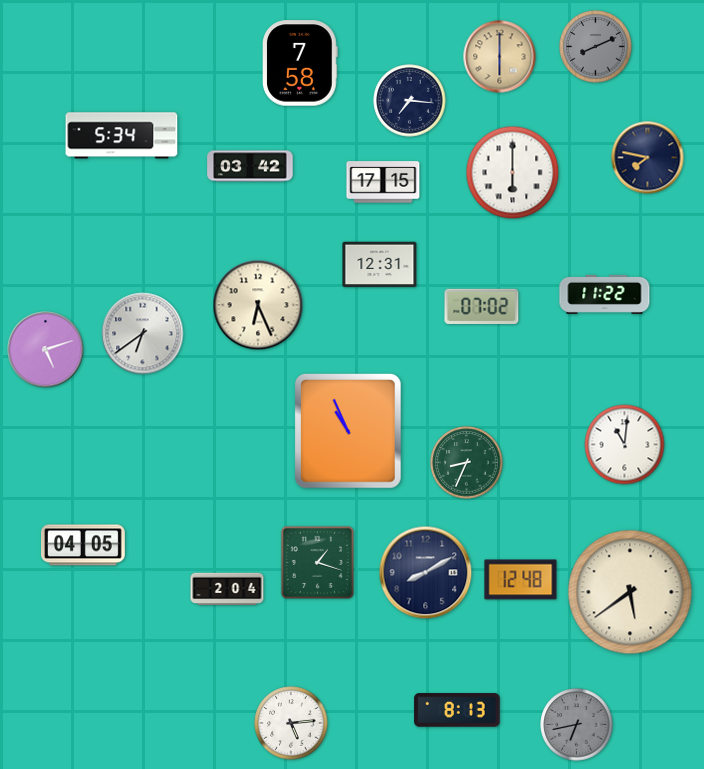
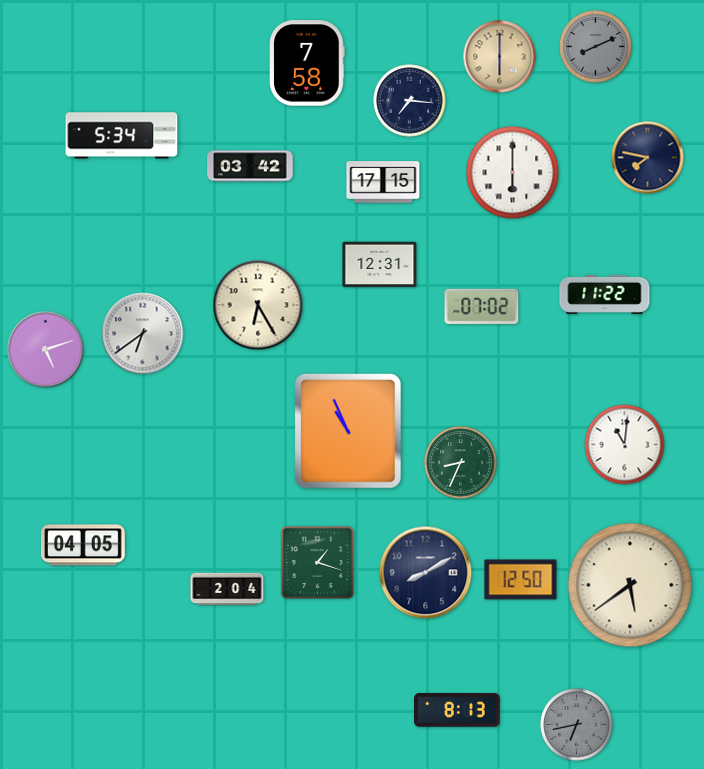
clock at (301, 63) position: (301, 63) -> (308, 63)
clock at (258, 305): 6:26 -> 6:25
clock at (467, 463) position: (467, 463) -> (461, 463)
clock at (521, 580): 12:48 -> 12:50
clock at (630, 592) position: (630, 592) -> (630, 585)
clock at (291, 723): 5:14 -> none
